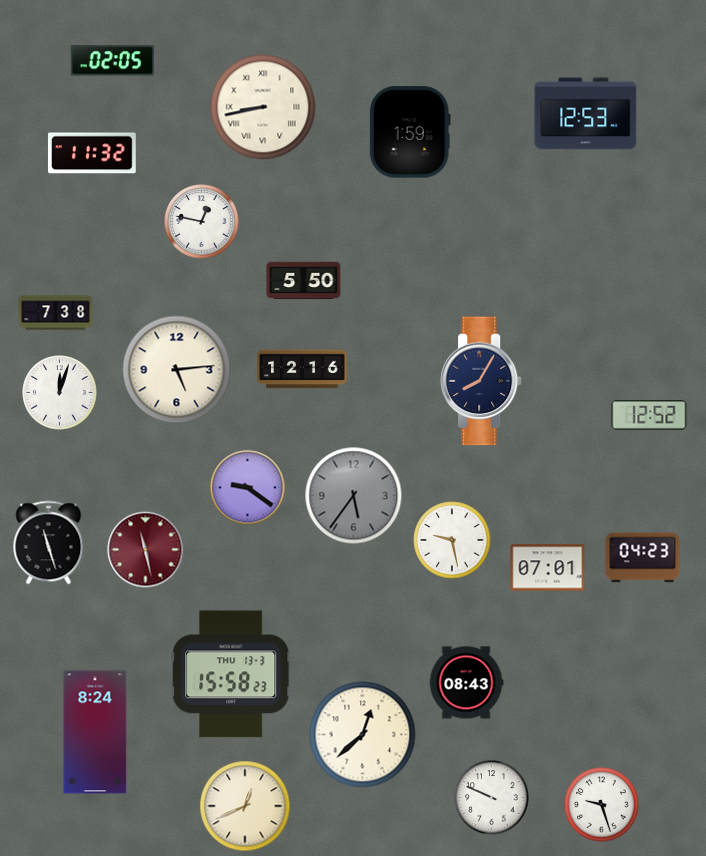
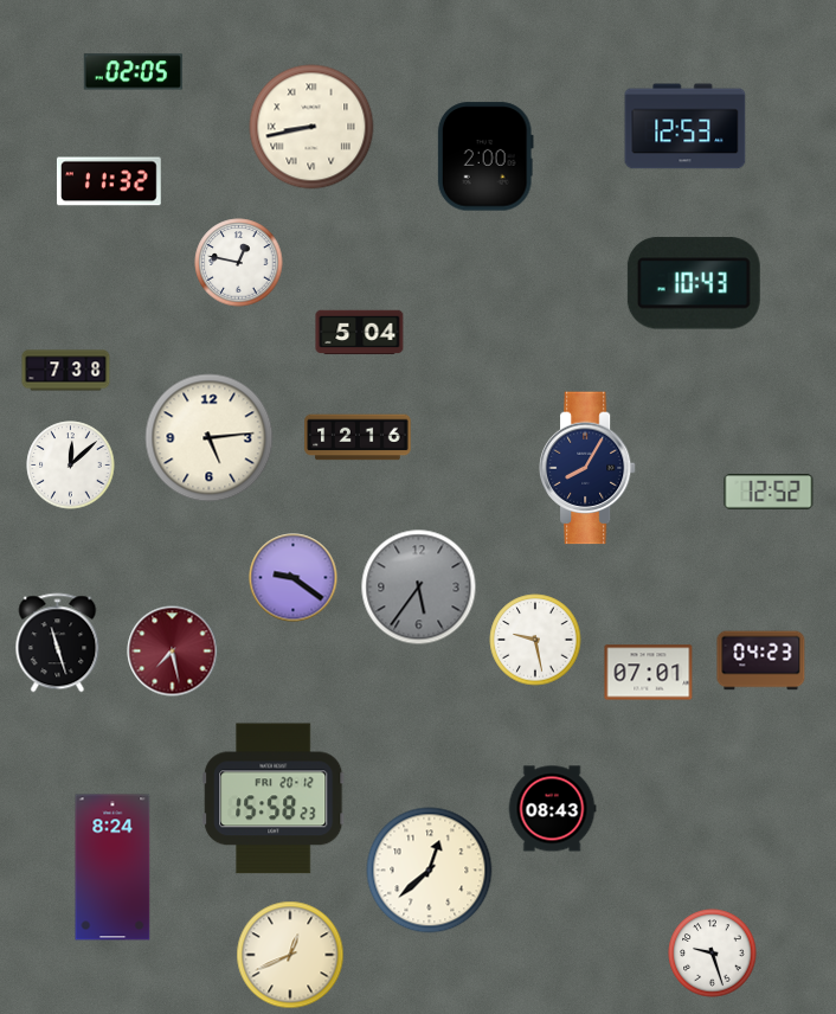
clock at (586, 114) position: (586, 114) -> (686, 127)
clock at (410, 132): 1:59 -> 2:00
clock at (694, 283): none -> 10:43
clock at (304, 281): 5:50 -> 5:04
clock at (481, 381) position: (481, 381) -> (587, 468)
clock at (60, 393): 12:03 -> 12:08
clock at (146, 550): 11:28 -> 7:28
clock at (231, 674) date: THU 13-3 -> FRI 20-12
clock at (492, 798): 9:49 -> none
